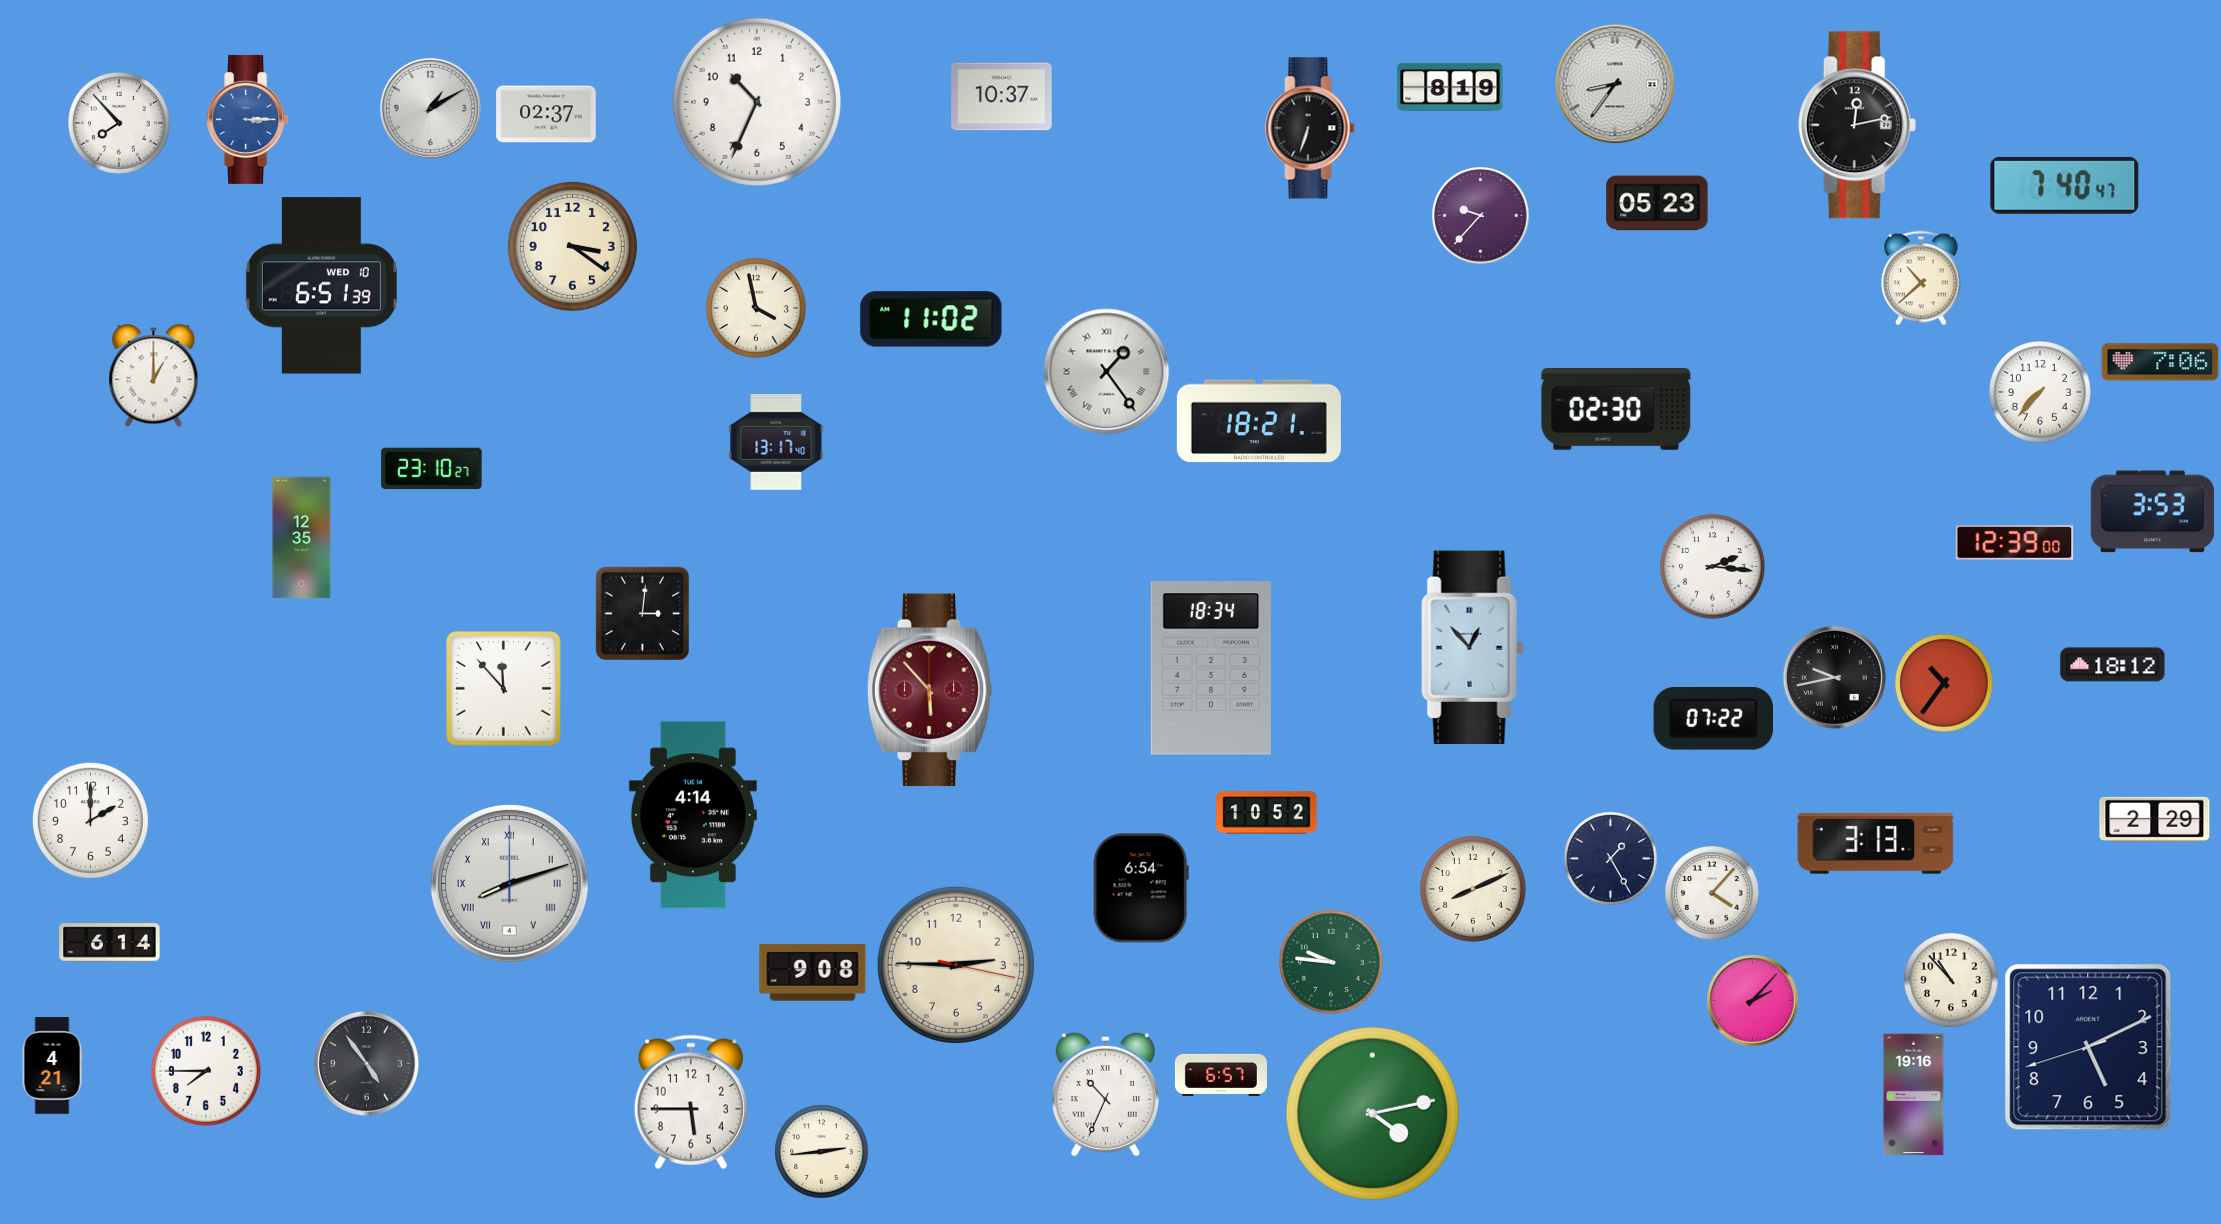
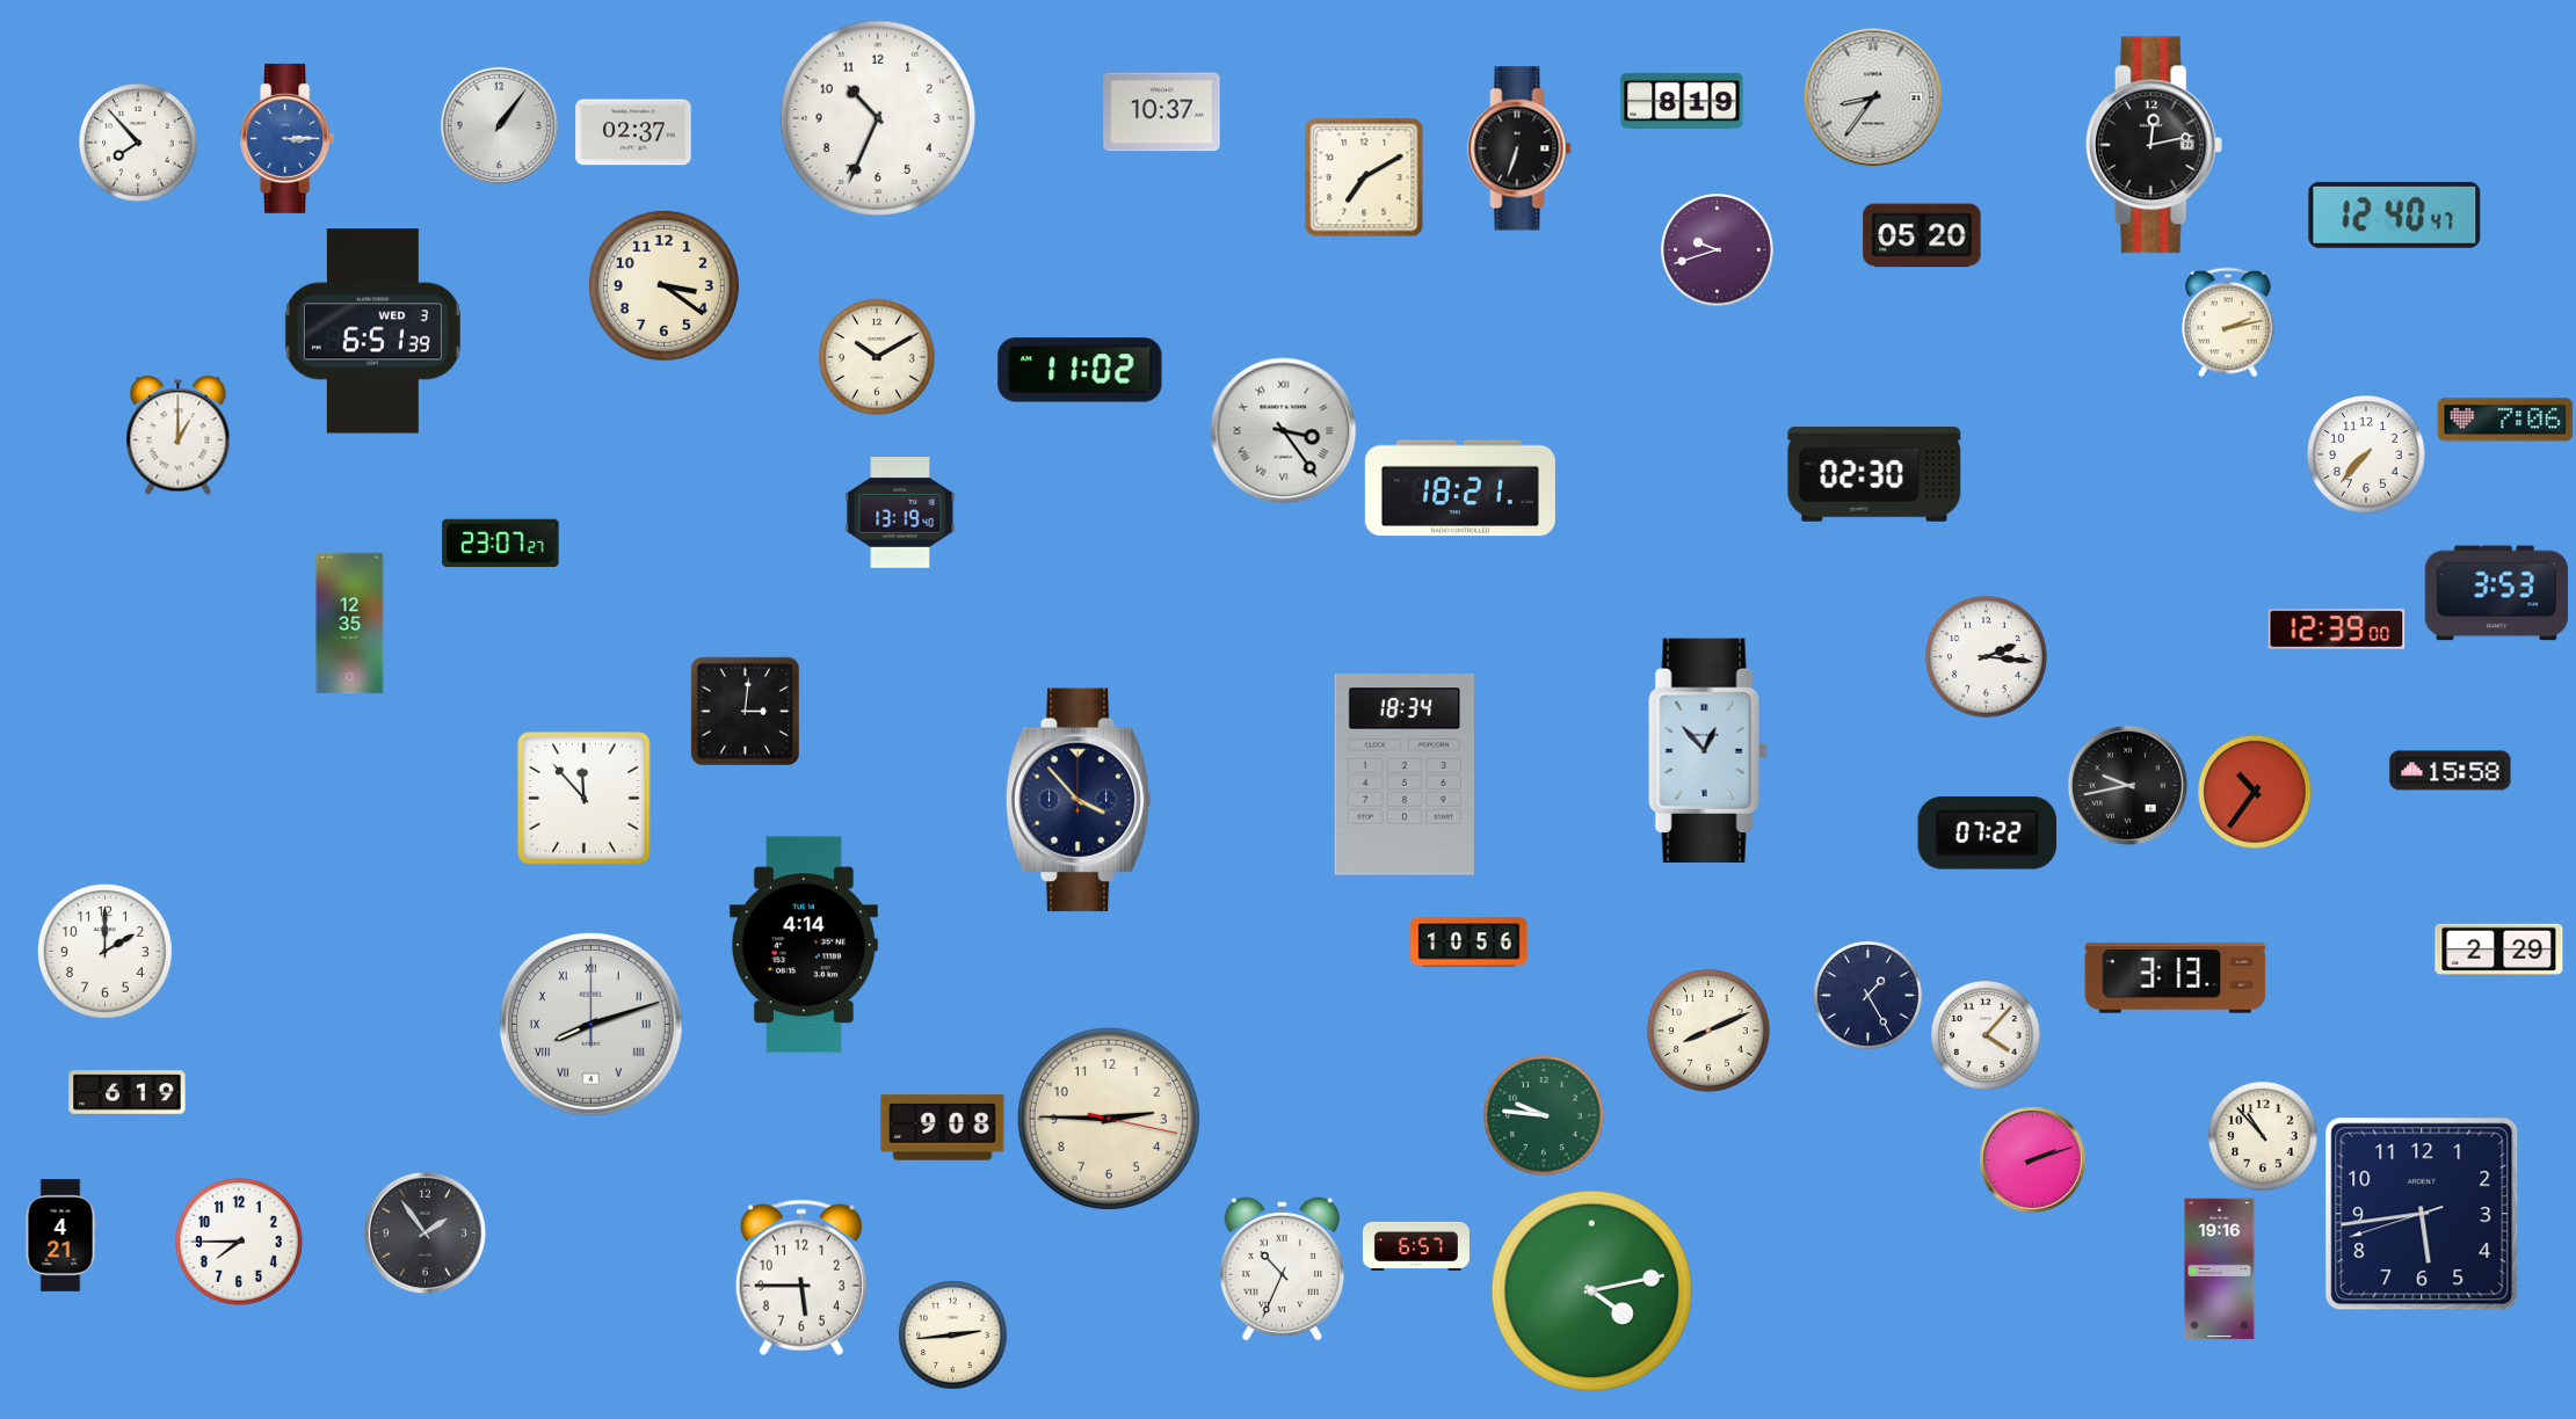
clock at (430, 108): 1:10 -> 1:06
clock at (1364, 177): none -> 7:10
clock at (2065, 185): 7:40 -> 12:40
clock at (1657, 203): 05:23 -> 05:20
clock at (1481, 216): 9:37 -> 9:42
clock at (1921, 278): 10:38 -> 2:13
clock at (321, 286) date: WED 10 -> WED 3
clock at (757, 309): 3:58 -> 10:10
clock at (1107, 372): 1:24 -> 3:24
clock at (776, 443): 13:17 -> 13:19
clock at (432, 469): 23:10 -> 23:07
clock at (2113, 665): 18:12 -> 15:58
clock at (930, 690): 5:53 -> 3:53
clock at (930, 690) dial: burgundy -> navy
clock at (1267, 813): 10:52 -> 10:56
clock at (1141, 888): 6:54 -> none
clock at (110, 943): 6:14 -> 6:19
clock at (1753, 1001): 2:07 -> 2:12
clock at (2088, 1047): 5:10 -> 5:43
clock at (366, 1063): 4:54 -> 1:54
